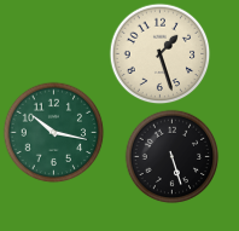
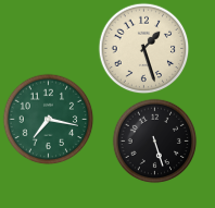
clock at (53, 132): 10:17 -> 7:17
